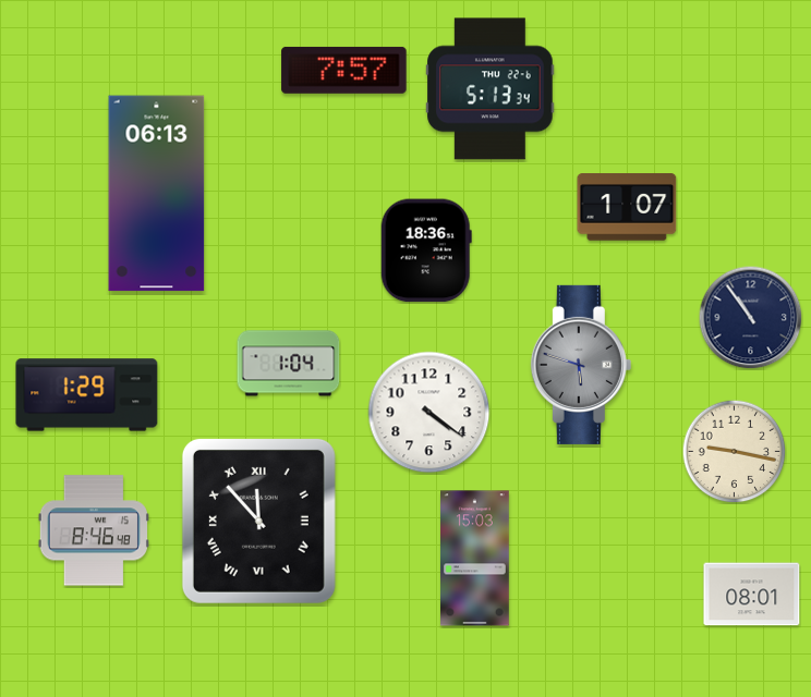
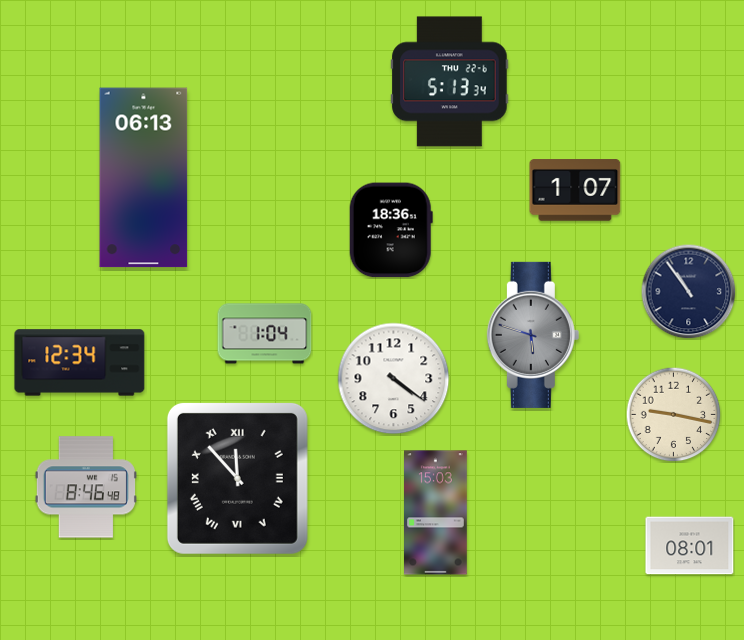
clock at (344, 70): 7:57 -> none
clock at (87, 395): 1:29 -> 12:34
